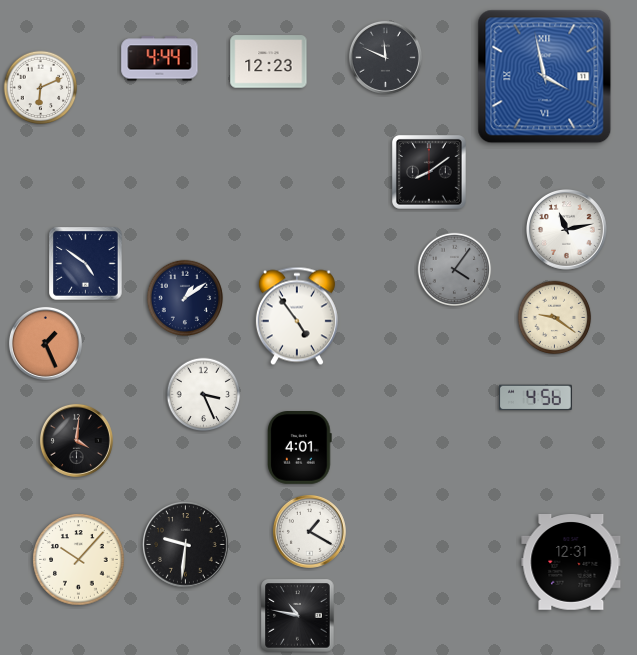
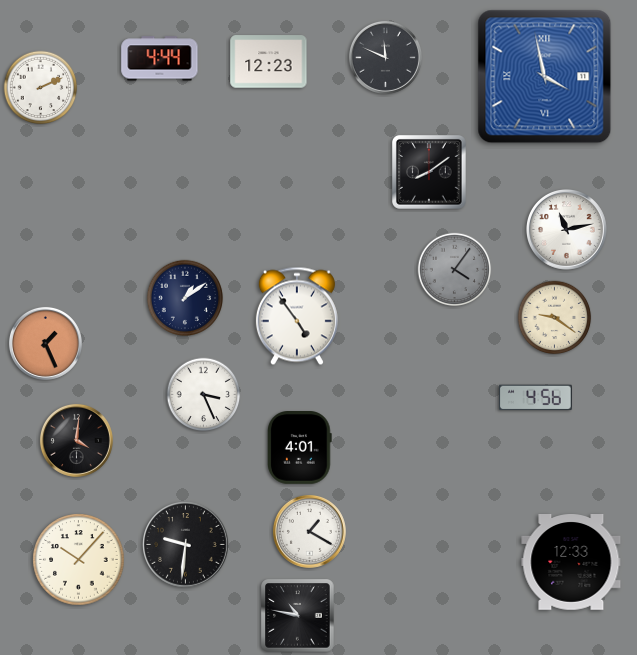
clock at (41, 88): 6:11 -> 2:11
clock at (86, 264): 4:51 -> none
clock at (571, 563): 12:31 -> 12:33
